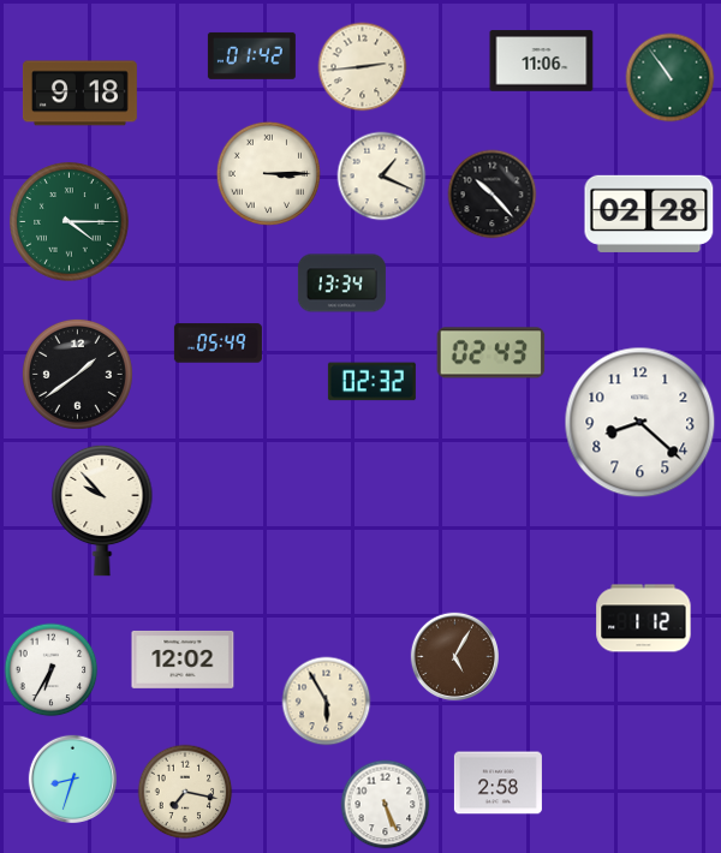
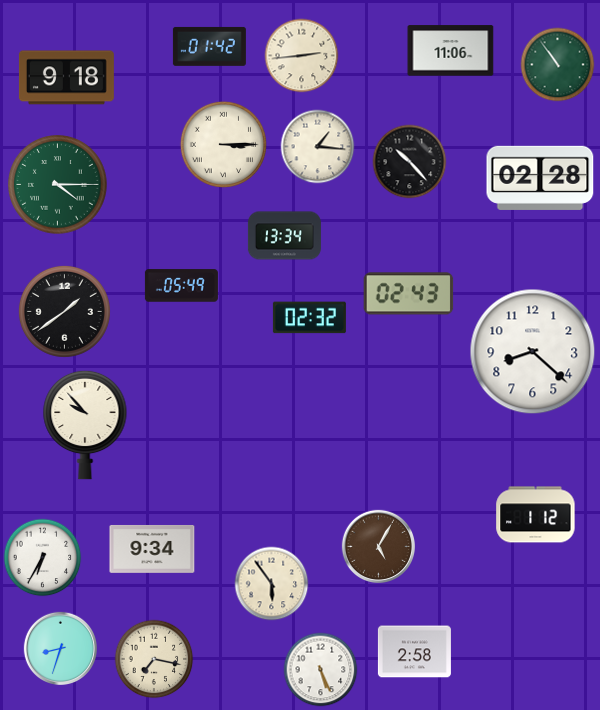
clock at (382, 177): 1:19 -> 1:16
clock at (183, 660): 12:02 -> 9:34
clock at (327, 702): 5:55 -> 5:54
